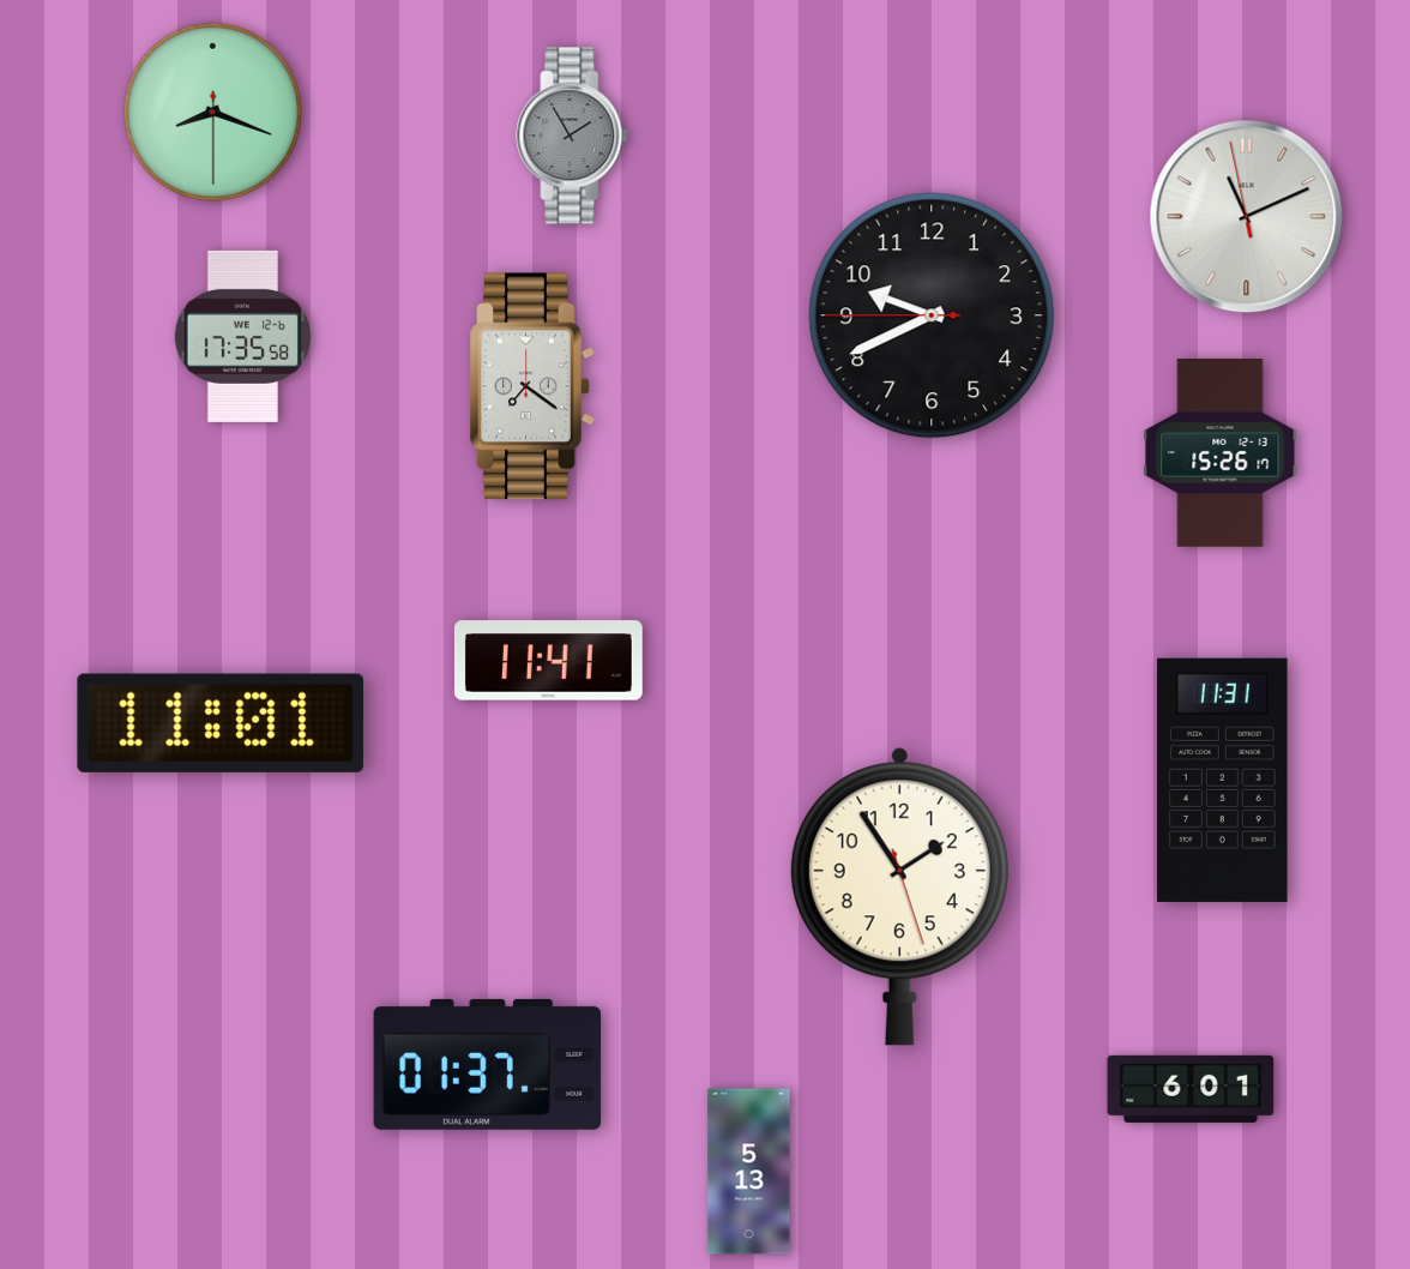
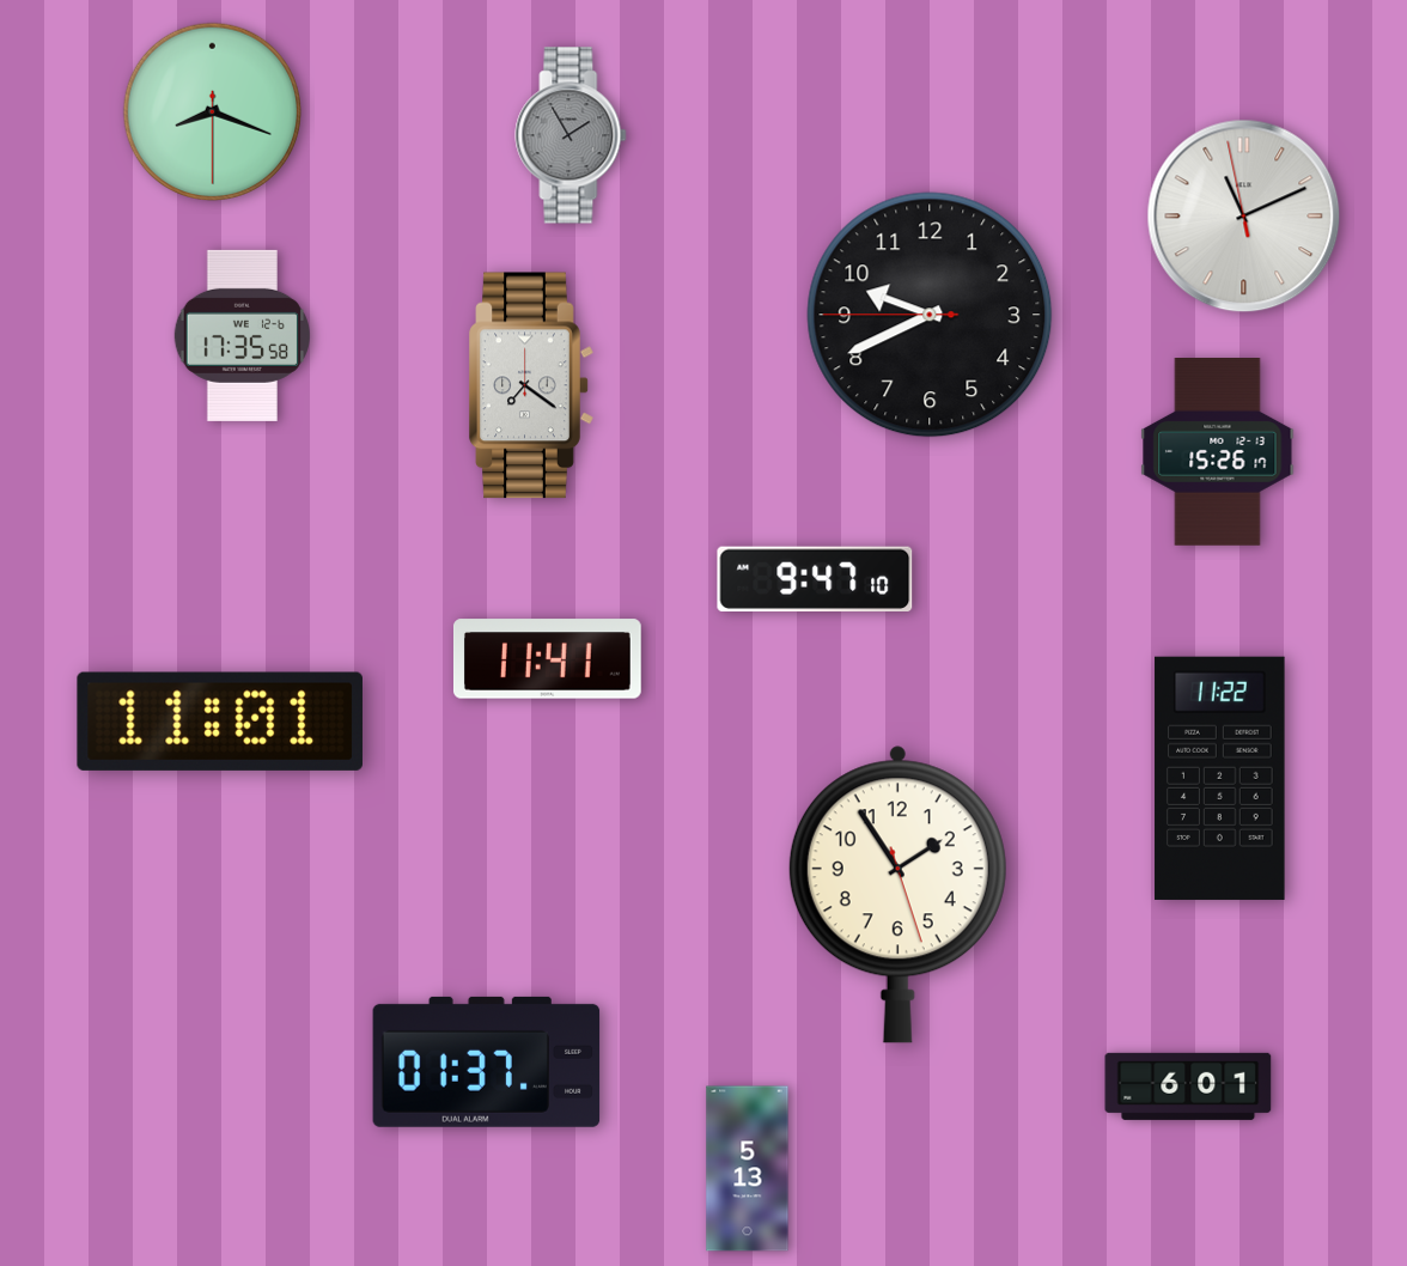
clock at (815, 578): none -> 9:47
clock at (1223, 780): 11:31 -> 11:22
